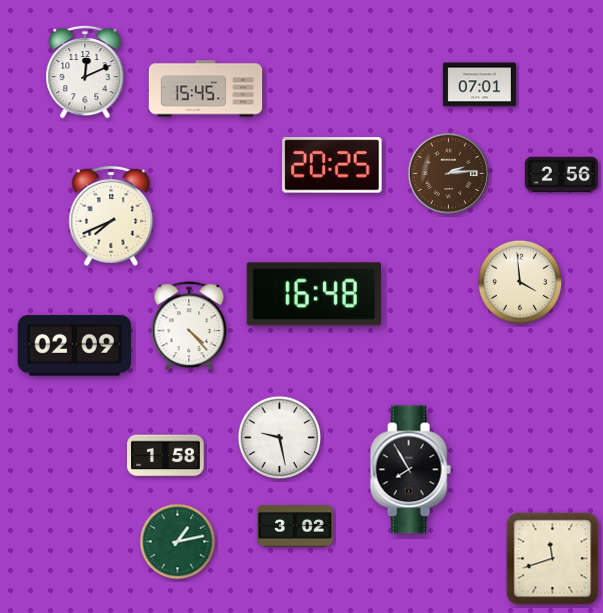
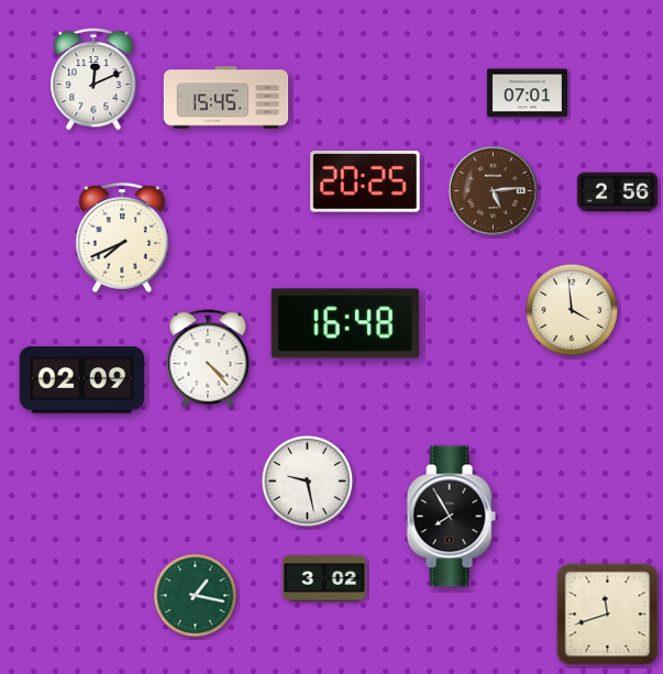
clock at (448, 173): 2:14 -> 5:14
clock at (166, 456): 1:58 -> none
clock at (178, 542): 1:13 -> 1:17
